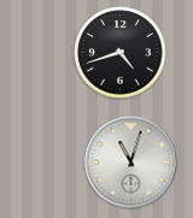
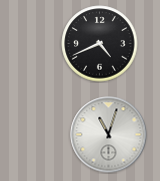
clock at (121, 53): 4:42 -> 4:41
